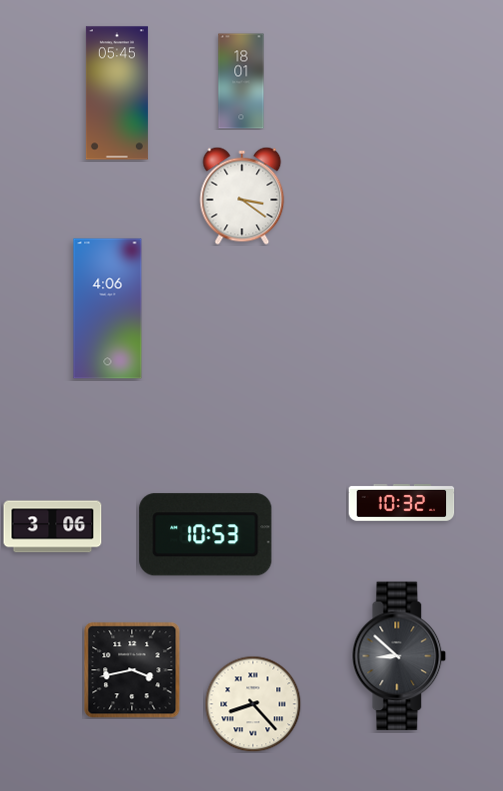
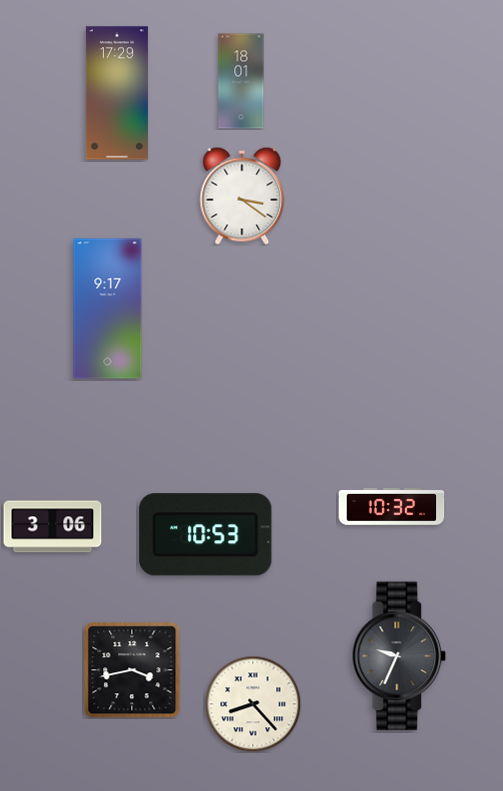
clock at (117, 93): 05:45 -> 17:29
clock at (108, 309): 4:06 -> 9:17
clock at (402, 502) position: (402, 502) -> (392, 506)
clock at (399, 656): 8:52 -> 9:34
